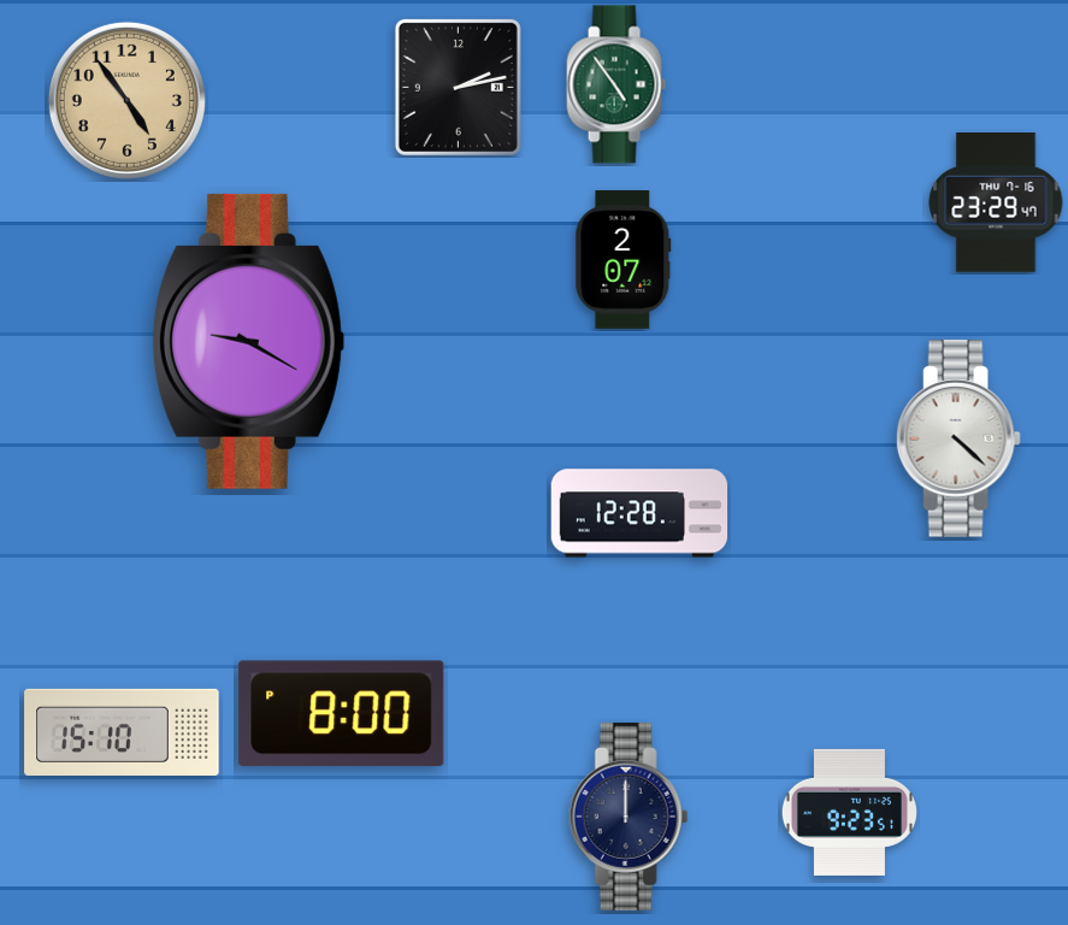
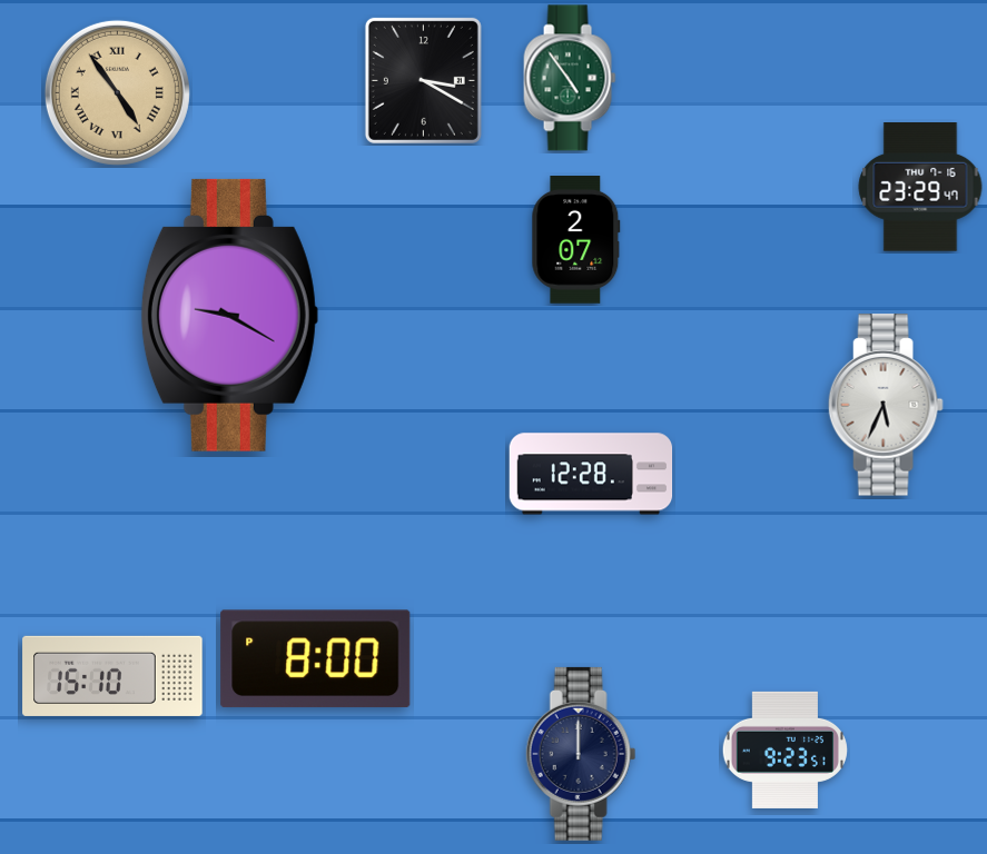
clock at (458, 87): 2:13 -> 3:20
clock at (126, 100) numerals: Arabic -> Roman
clock at (958, 438): 4:22 -> 5:34
